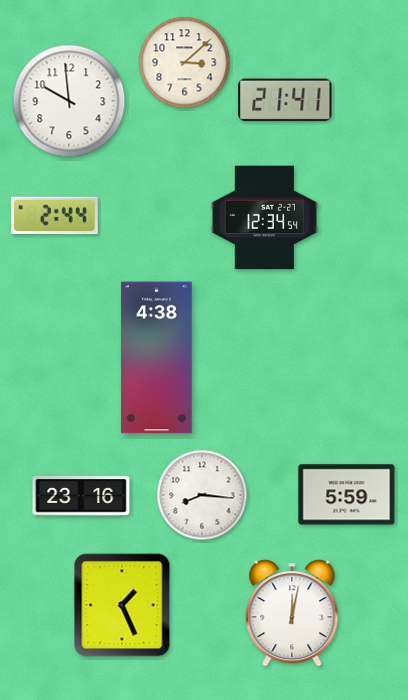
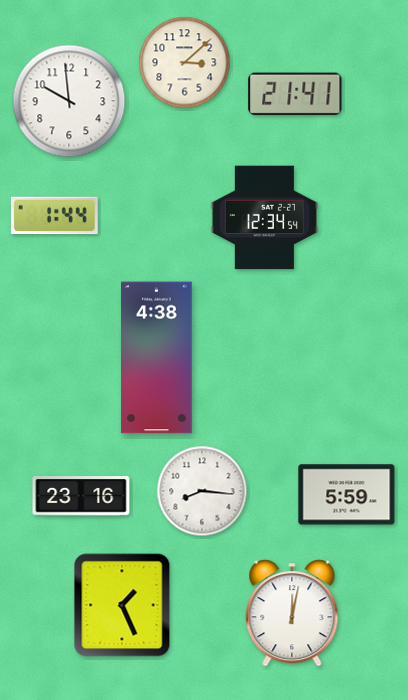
clock at (285, 100) position: (285, 100) -> (295, 94)
clock at (54, 216): 2:44 -> 1:44
clock at (202, 495) position: (202, 495) -> (202, 491)
